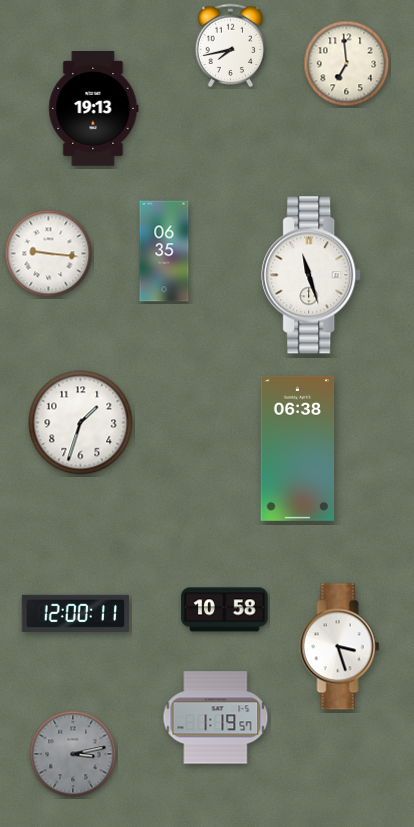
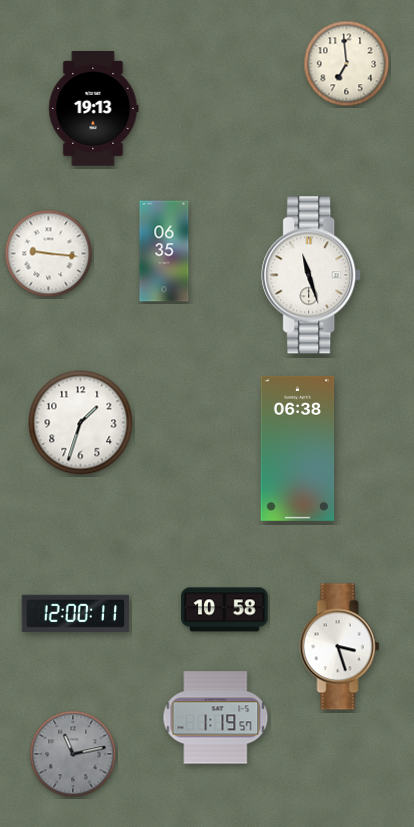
clock at (231, 46): 7:43 -> none
clock at (73, 754): 3:13 -> 11:13
